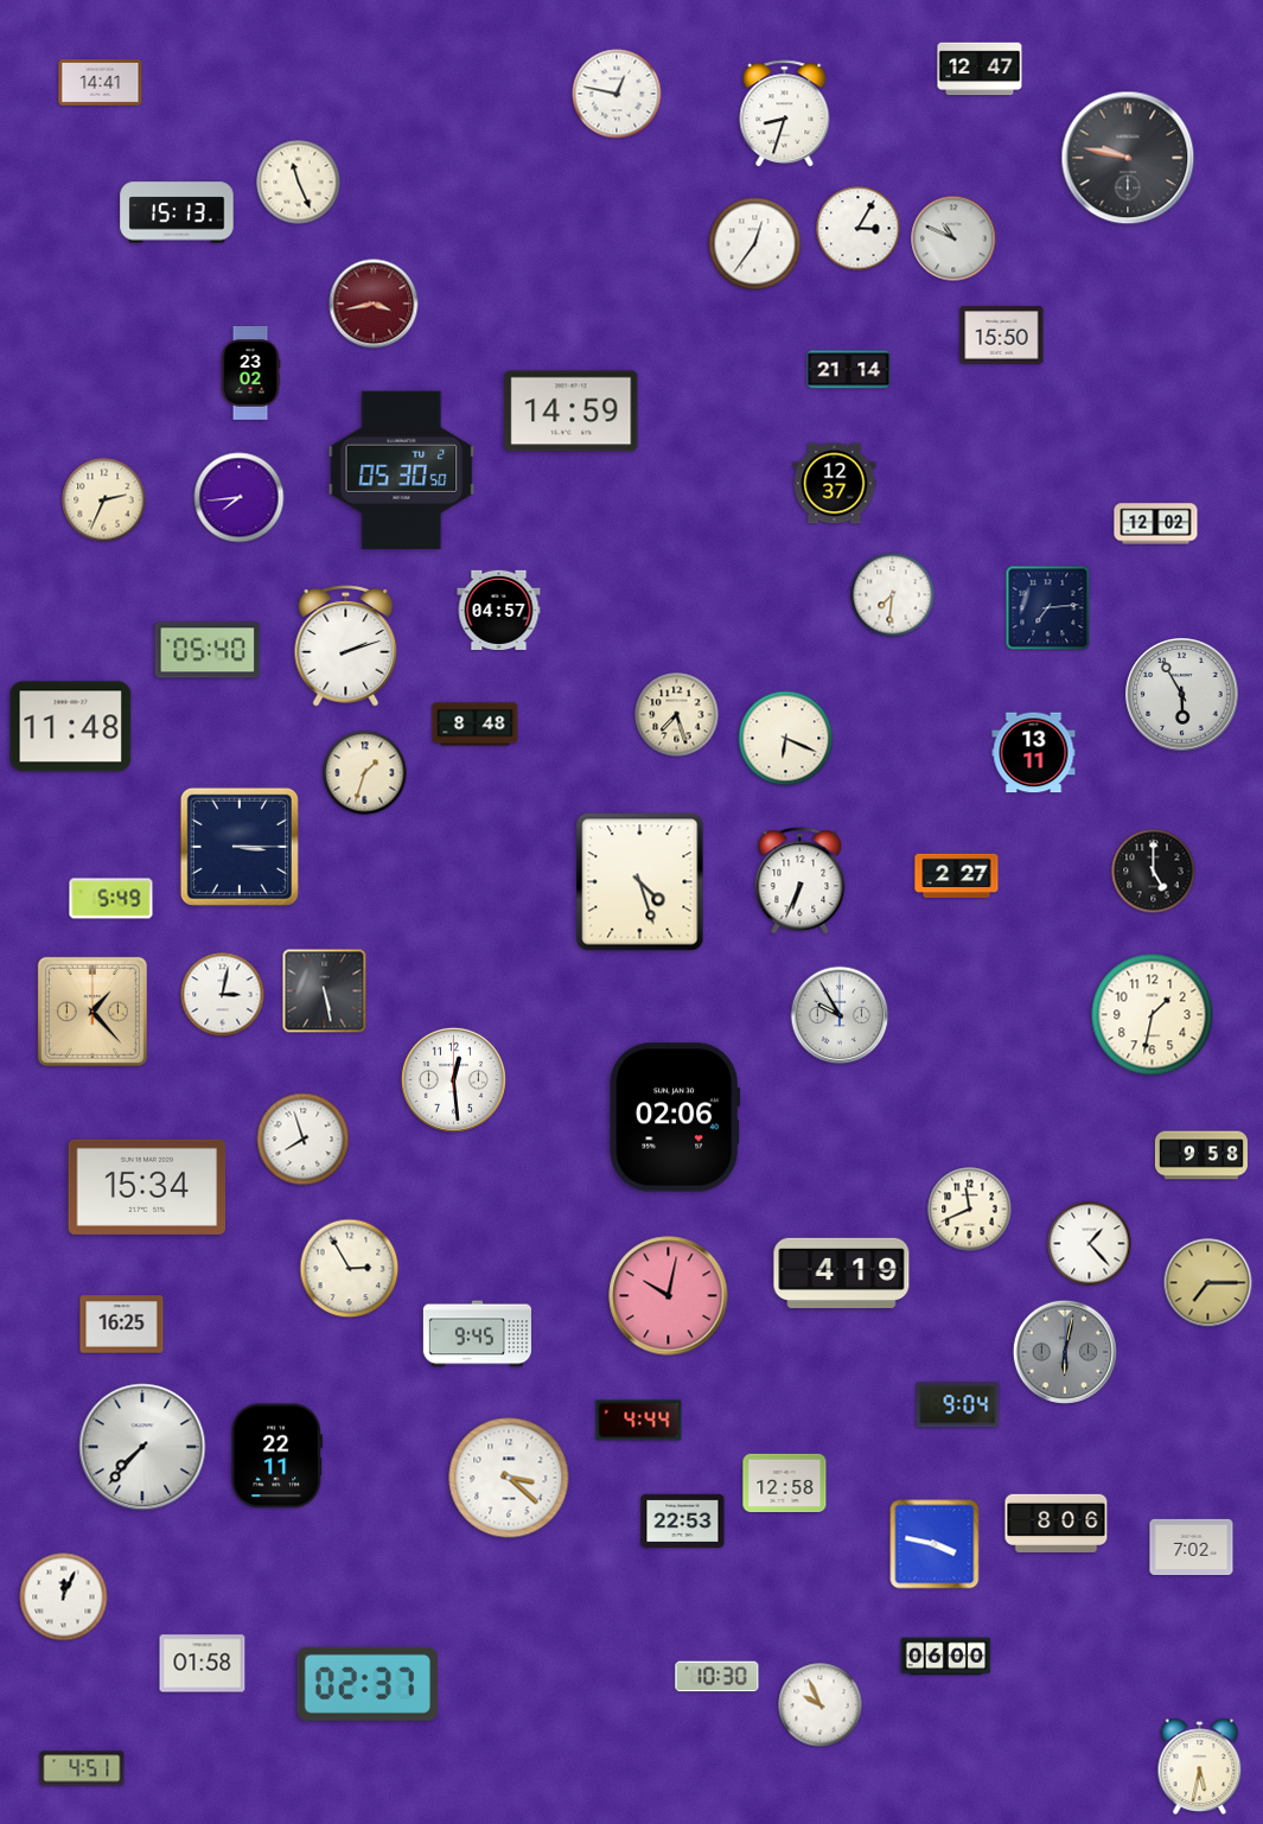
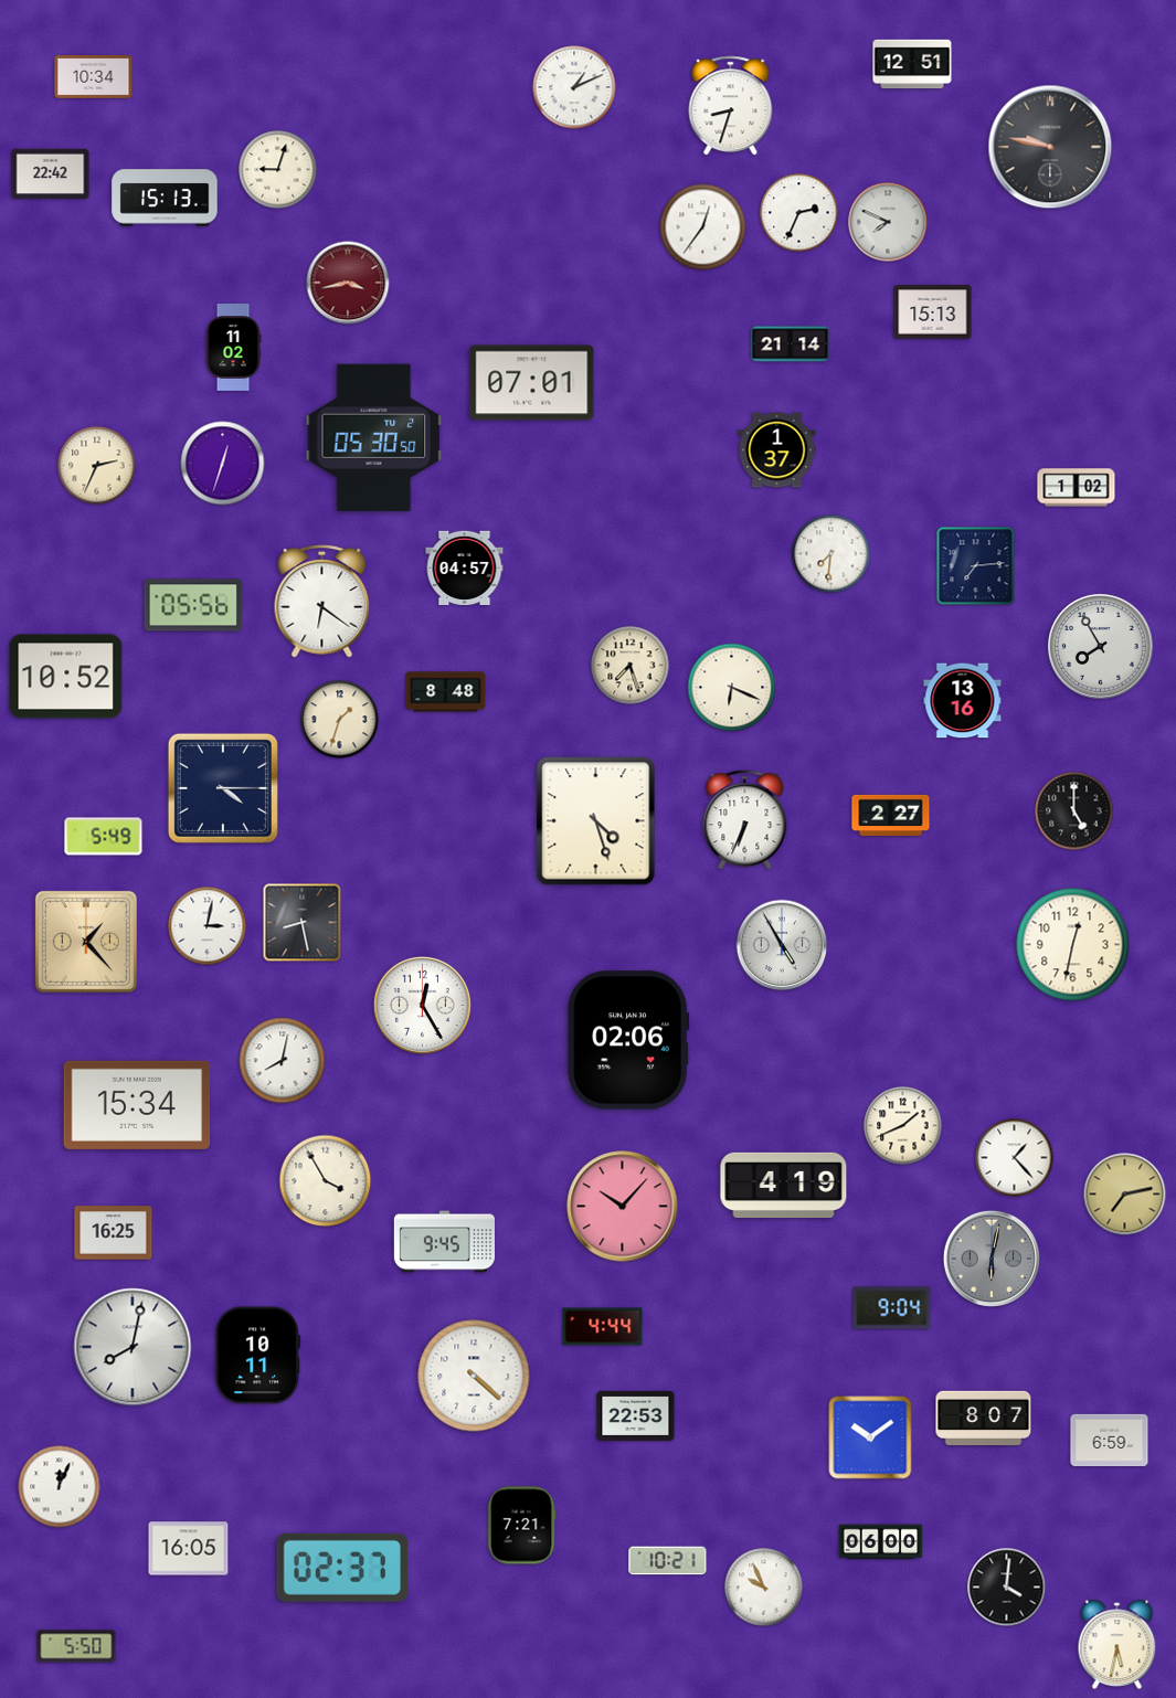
clock at (980, 69): 12:47 -> 12:51
clock at (101, 83): 14:41 -> 10:34
clock at (617, 94): 12:47 -> 1:11
clock at (299, 183): 11:26 -> 9:03
clock at (51, 174): none -> 22:42
clock at (859, 229): 3:05 -> 2:34
clock at (953, 238): 10:49 -> 7:49
clock at (1002, 336): 15:50 -> 15:13
clock at (250, 372): 23:02 -> 11:02
clock at (572, 412): 14:59 -> 07:01
clock at (835, 484): 12:37 -> 1:37
clock at (240, 498): 7:44 -> 12:33
clock at (1156, 524): 12:02 -> 1:02
clock at (346, 646): 2:12 -> 6:21
clock at (208, 650): 05:40 -> 05:56
clock at (1182, 695): 5:55 -> 7:55
clock at (476, 725) position: (476, 725) -> (446, 692)
clock at (71, 727): 11:48 -> 10:52
clock at (1034, 753): 13:11 -> 13:16
clock at (240, 847): 3:15 -> 4:15
clock at (325, 991): 5:28 -> 8:28
clock at (840, 1015): 9:55 -> 4:55
clock at (1153, 1015): 1:32 -> 12:32
clock at (453, 1079): 12:29 -> 12:25
clock at (304, 1140): 7:57 -> 8:02
clock at (1201, 1155): 9:58 -> none
clock at (970, 1210): 11:41 -> 1:41
clock at (350, 1269): 2:55 -> 3:55
clock at (1208, 1283): 7:15 -> 7:13
clock at (669, 1296): 10:02 -> 10:07
clock at (639, 1421) position: (639, 1421) -> (603, 1327)
clock at (142, 1447): 7:37 -> 8:02
clock at (278, 1456): 22:11 -> 10:11
clock at (509, 1478): 3:22 -> 4:22
clock at (785, 1482): 12:58 -> none
clock at (1057, 1523): 8:06 -> 8:07
clock at (935, 1544): 3:47 -> 10:09
clock at (1192, 1548): 7:02 -> 6:59
clock at (521, 1526): none -> 7:21
clock at (203, 1664): 01:58 -> 16:05
clock at (717, 1677): 10:30 -> 10:21
clock at (1007, 1588): none -> 4:01
clock at (82, 1768): 4:51 -> 5:50
